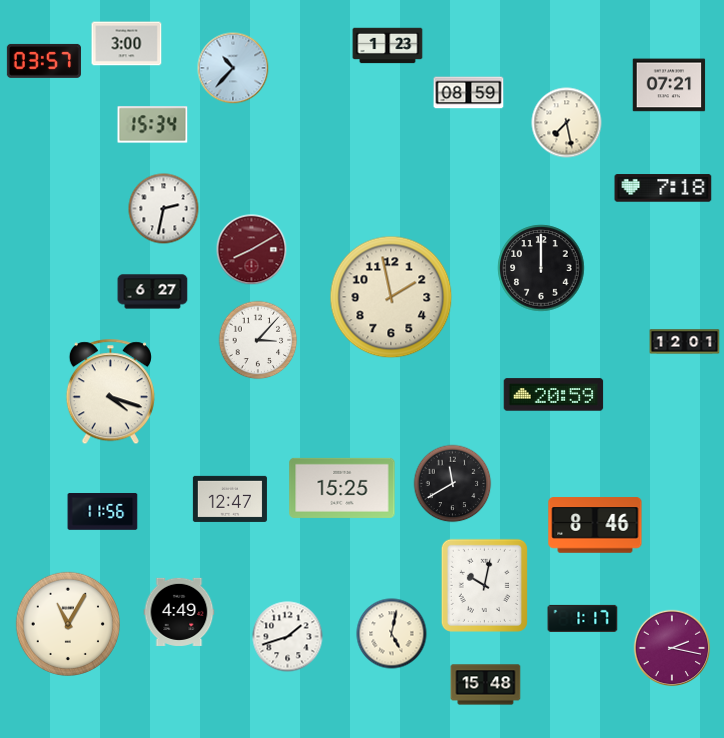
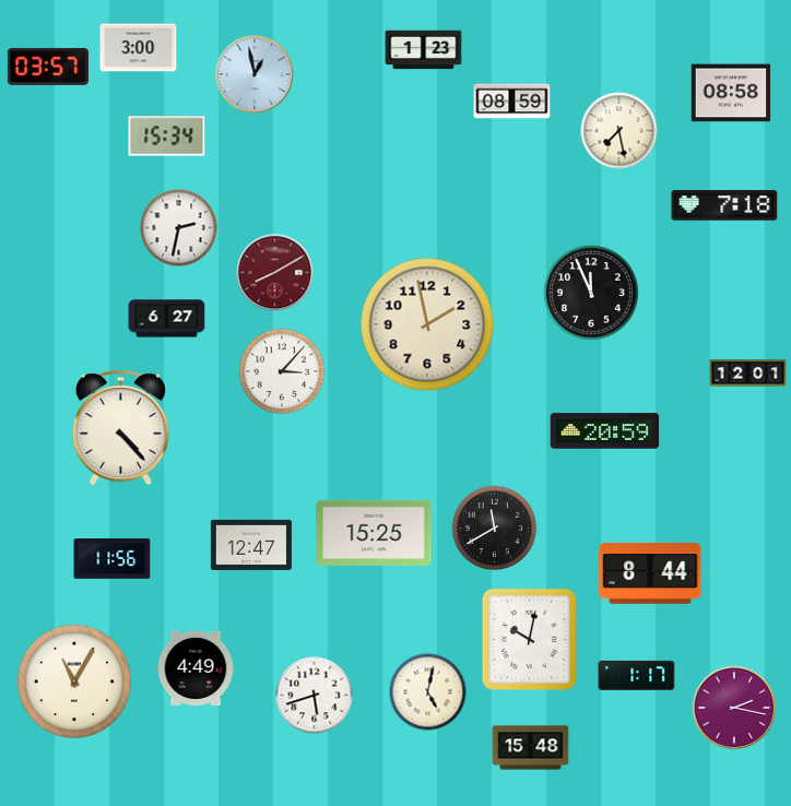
clock at (233, 68): 10:37 -> 12:58
clock at (669, 85): 07:21 -> 08:58
clock at (567, 123) position: (567, 123) -> (619, 131)
clock at (541, 268): 12:00 -> 11:56
clock at (110, 392): 4:18 -> 4:23
clock at (595, 525): 8:46 -> 8:44
clock at (288, 637): 1:42 -> 5:42
